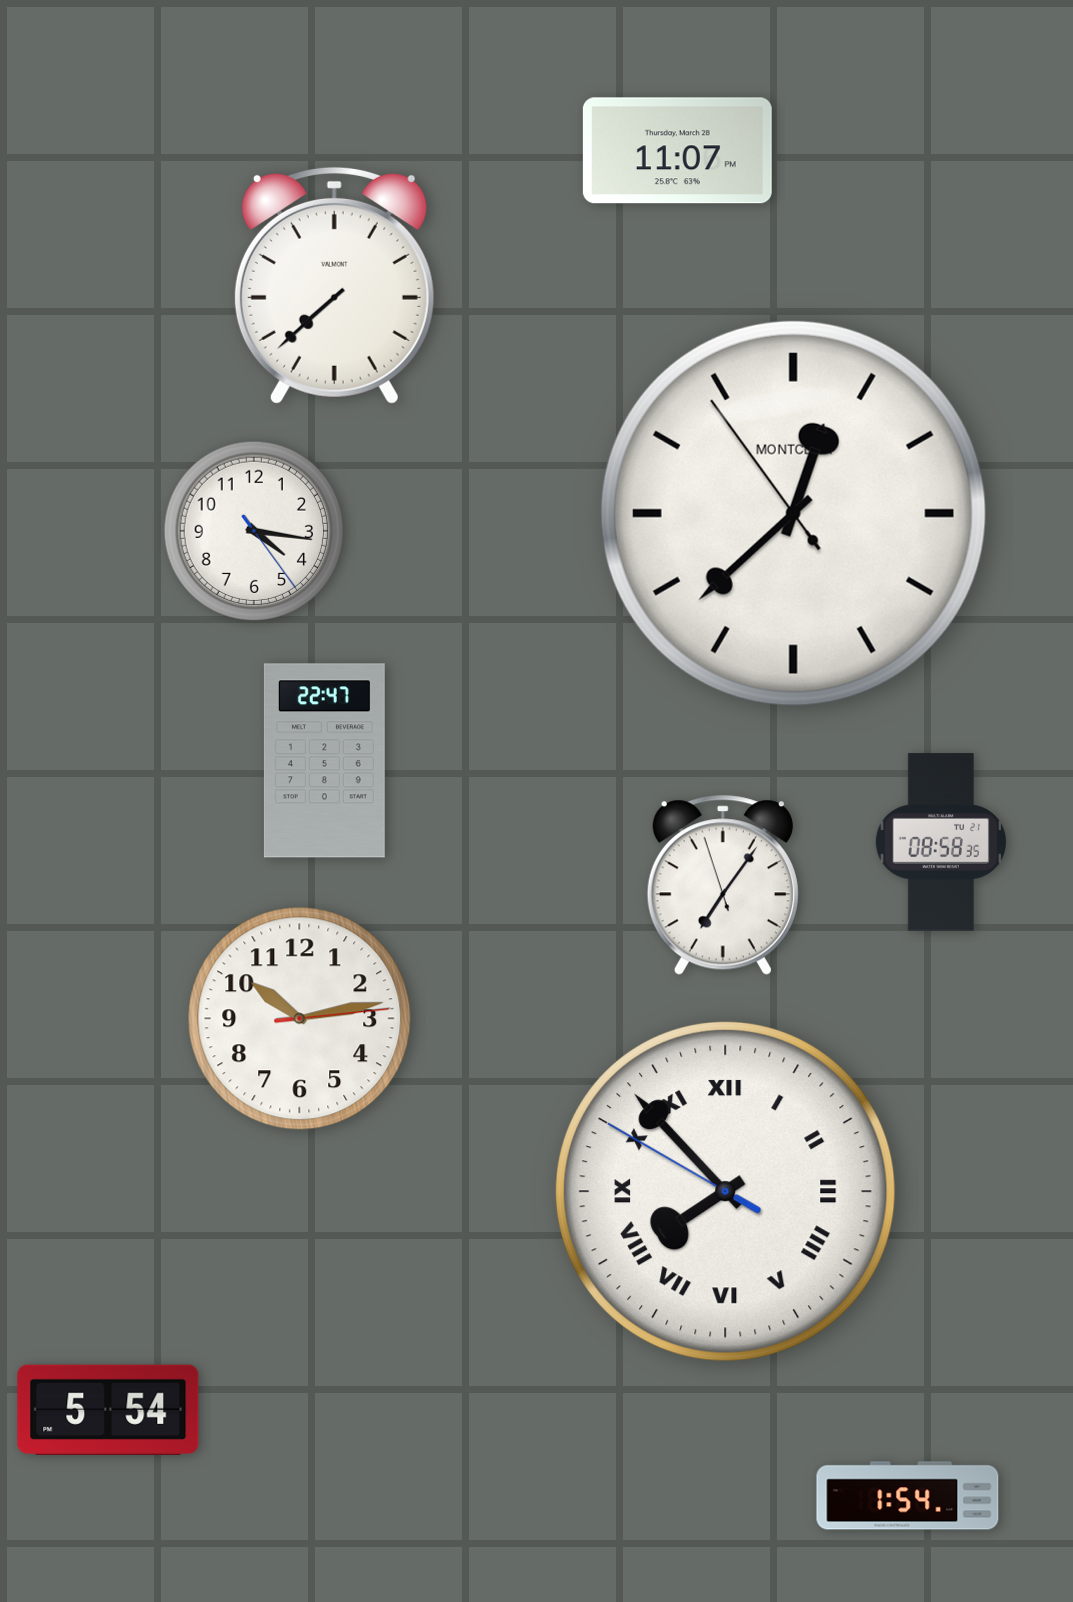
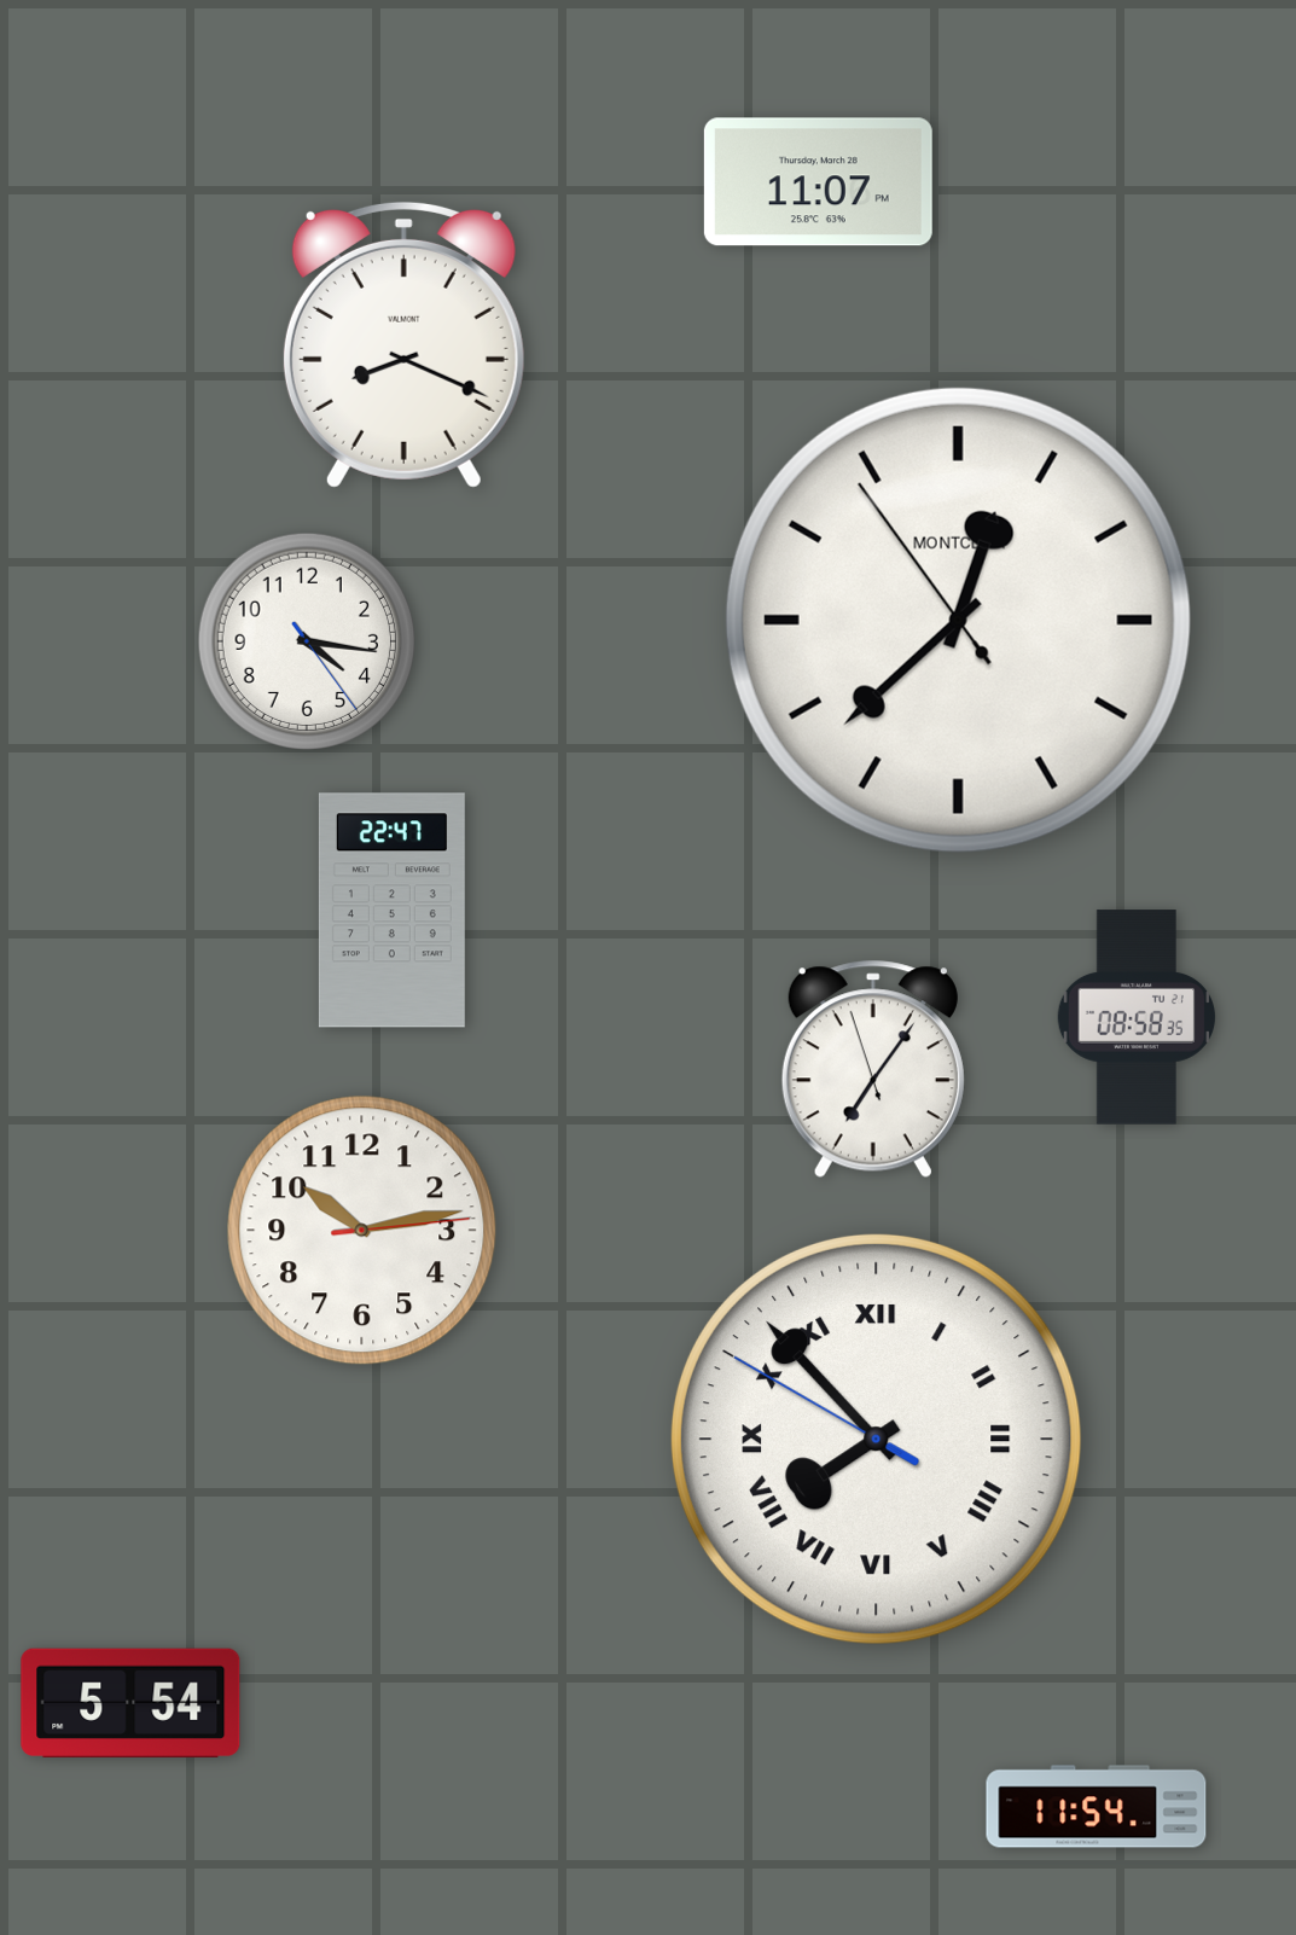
clock at (334, 285): 7:38 -> 8:19
clock at (324, 761) position: (324, 761) -> (391, 911)
clock at (908, 1496): 1:54 -> 11:54
